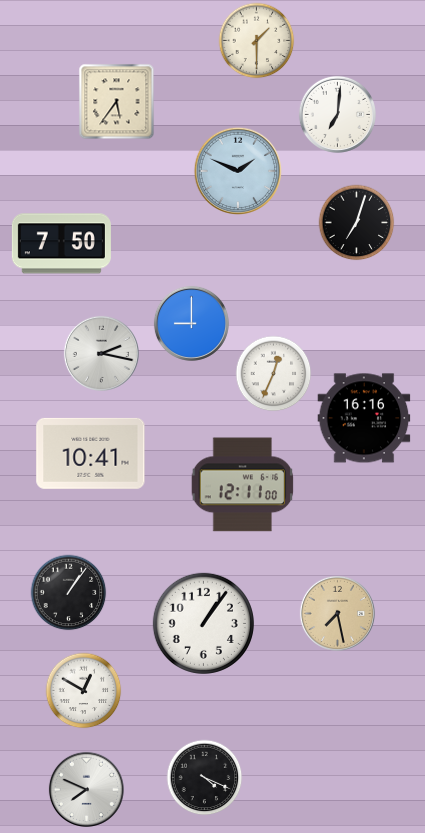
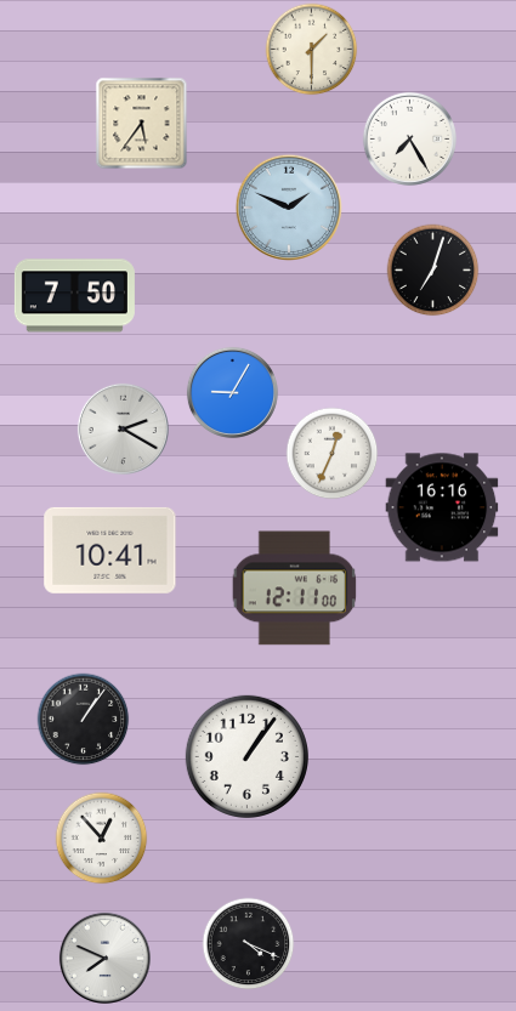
clock at (337, 114): 7:01 -> 7:25
clock at (191, 323): 9:00 -> 9:05
clock at (101, 353): 2:17 -> 2:20
clock at (337, 613): 7:28 -> none
clock at (84, 691): 12:50 -> 12:53
